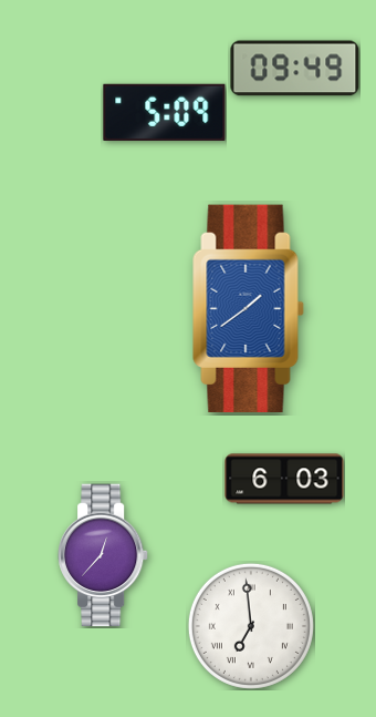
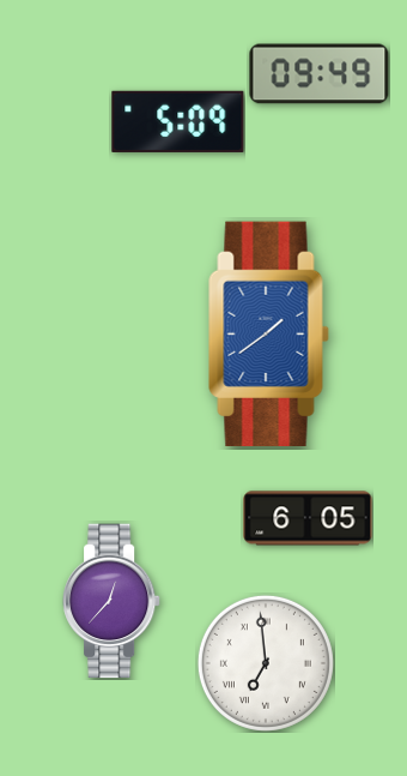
clock at (284, 479): 6:03 -> 6:05
clock at (251, 626) position: (251, 626) -> (266, 663)
